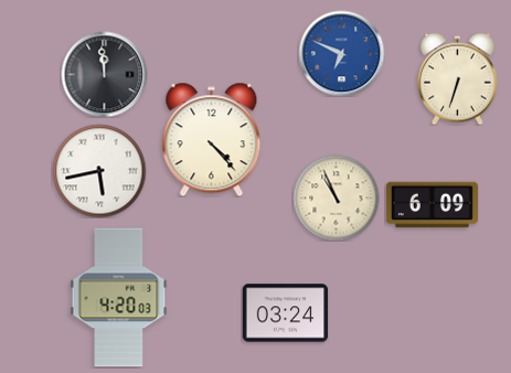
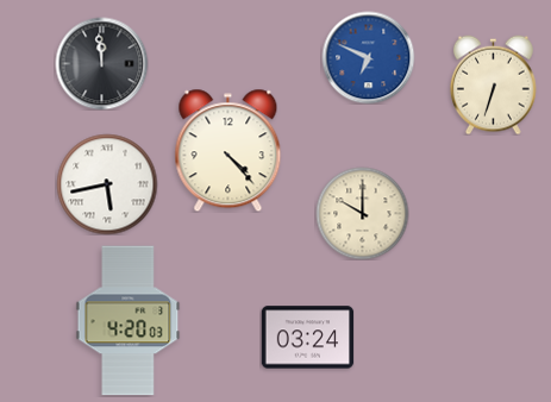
clock at (104, 74) position: (104, 74) -> (101, 63)
clock at (336, 198): 10:56 -> 10:00
clock at (432, 205): 6:09 -> none
